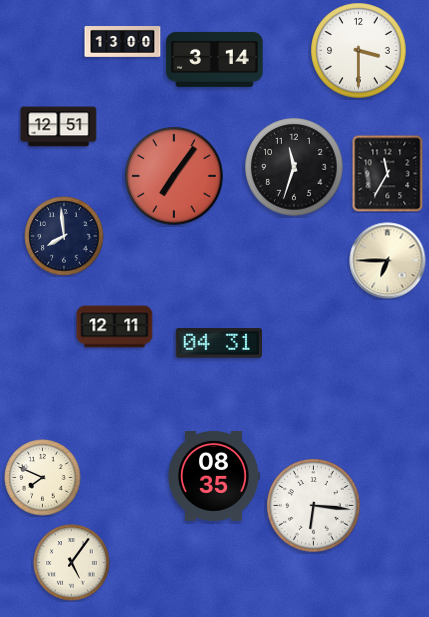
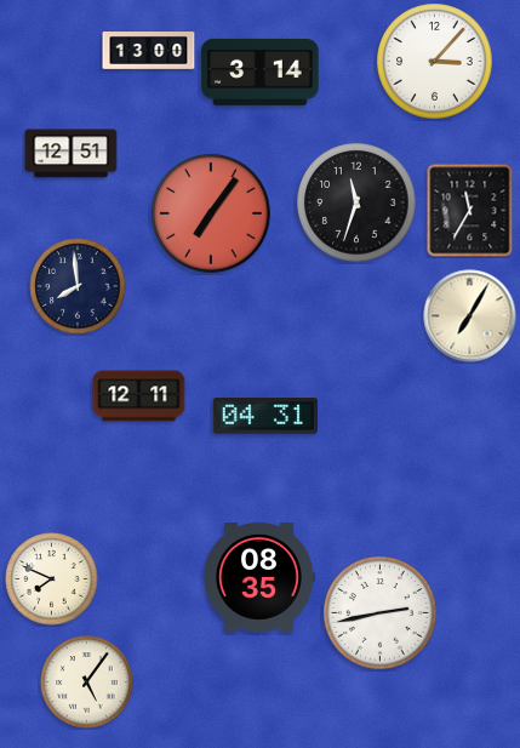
clock at (359, 51): 3:30 -> 3:07
clock at (388, 261): 6:45 -> 7:05
clock at (314, 506): 6:16 -> 2:43
